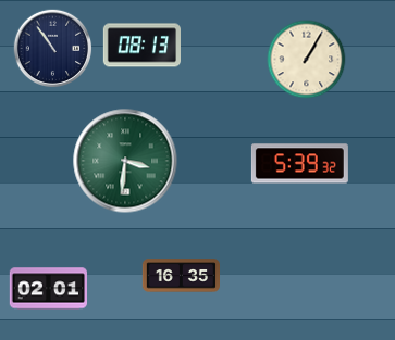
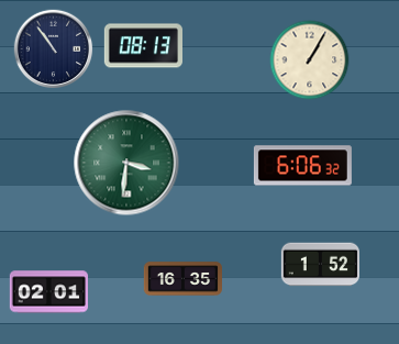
clock at (299, 164): 5:39 -> 6:06
clock at (320, 265): none -> 1:52
